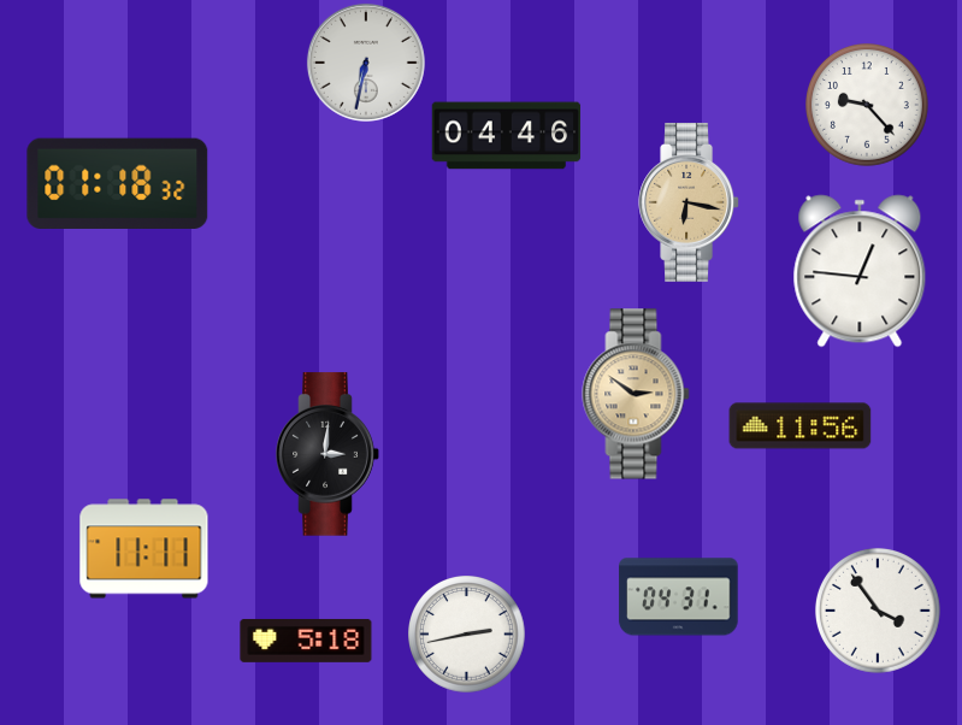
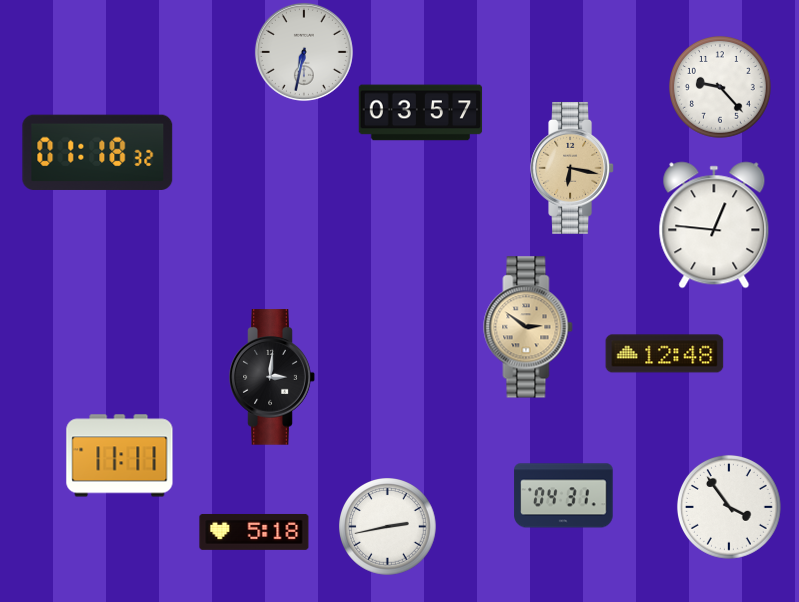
clock at (507, 136): 04:46 -> 03:57
clock at (801, 426): 11:56 -> 12:48
